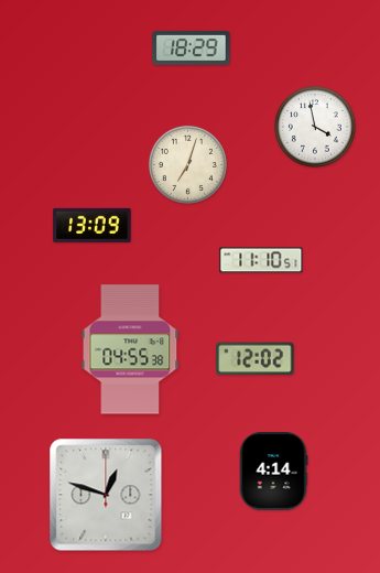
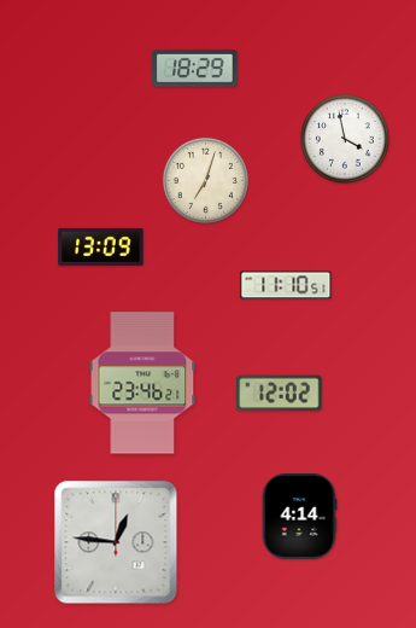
clock at (192, 47) position: (192, 47) -> (195, 68)
clock at (130, 349): 04:55 -> 23:46
clock at (106, 495): 12:48 -> 12:46
